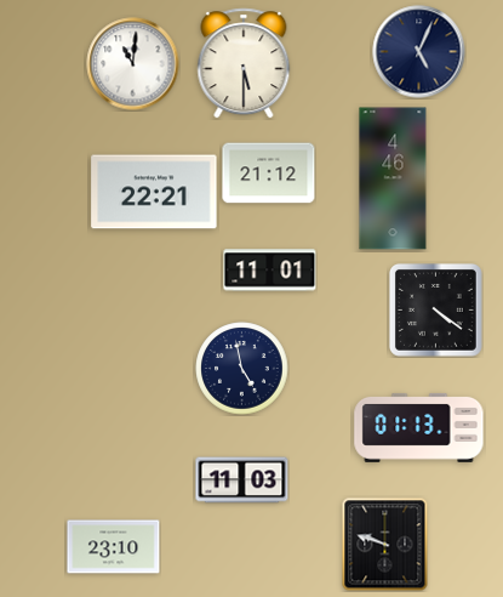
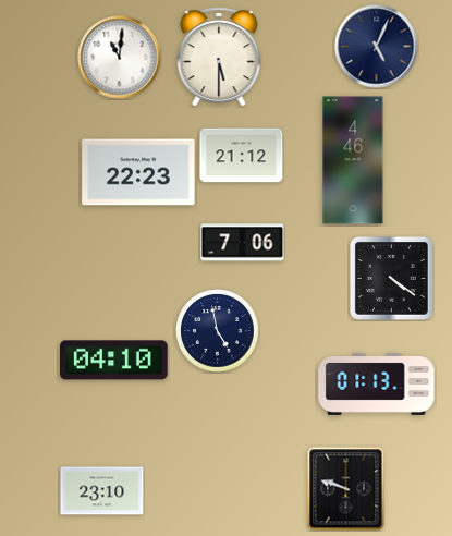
clock at (154, 192): 22:21 -> 22:23
clock at (270, 271): 11:01 -> 7:06
clock at (114, 361): none -> 04:10
clock at (242, 481): 11:03 -> none
